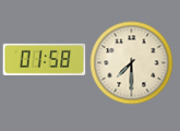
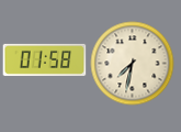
clock at (132, 63): 7:30 -> 7:32
